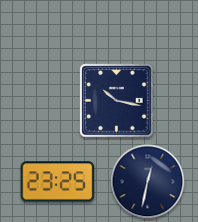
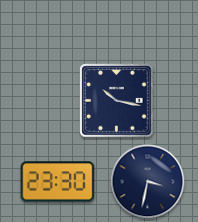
clock at (58, 182): 23:25 -> 23:30
clock at (148, 182): 12:32 -> 3:32
